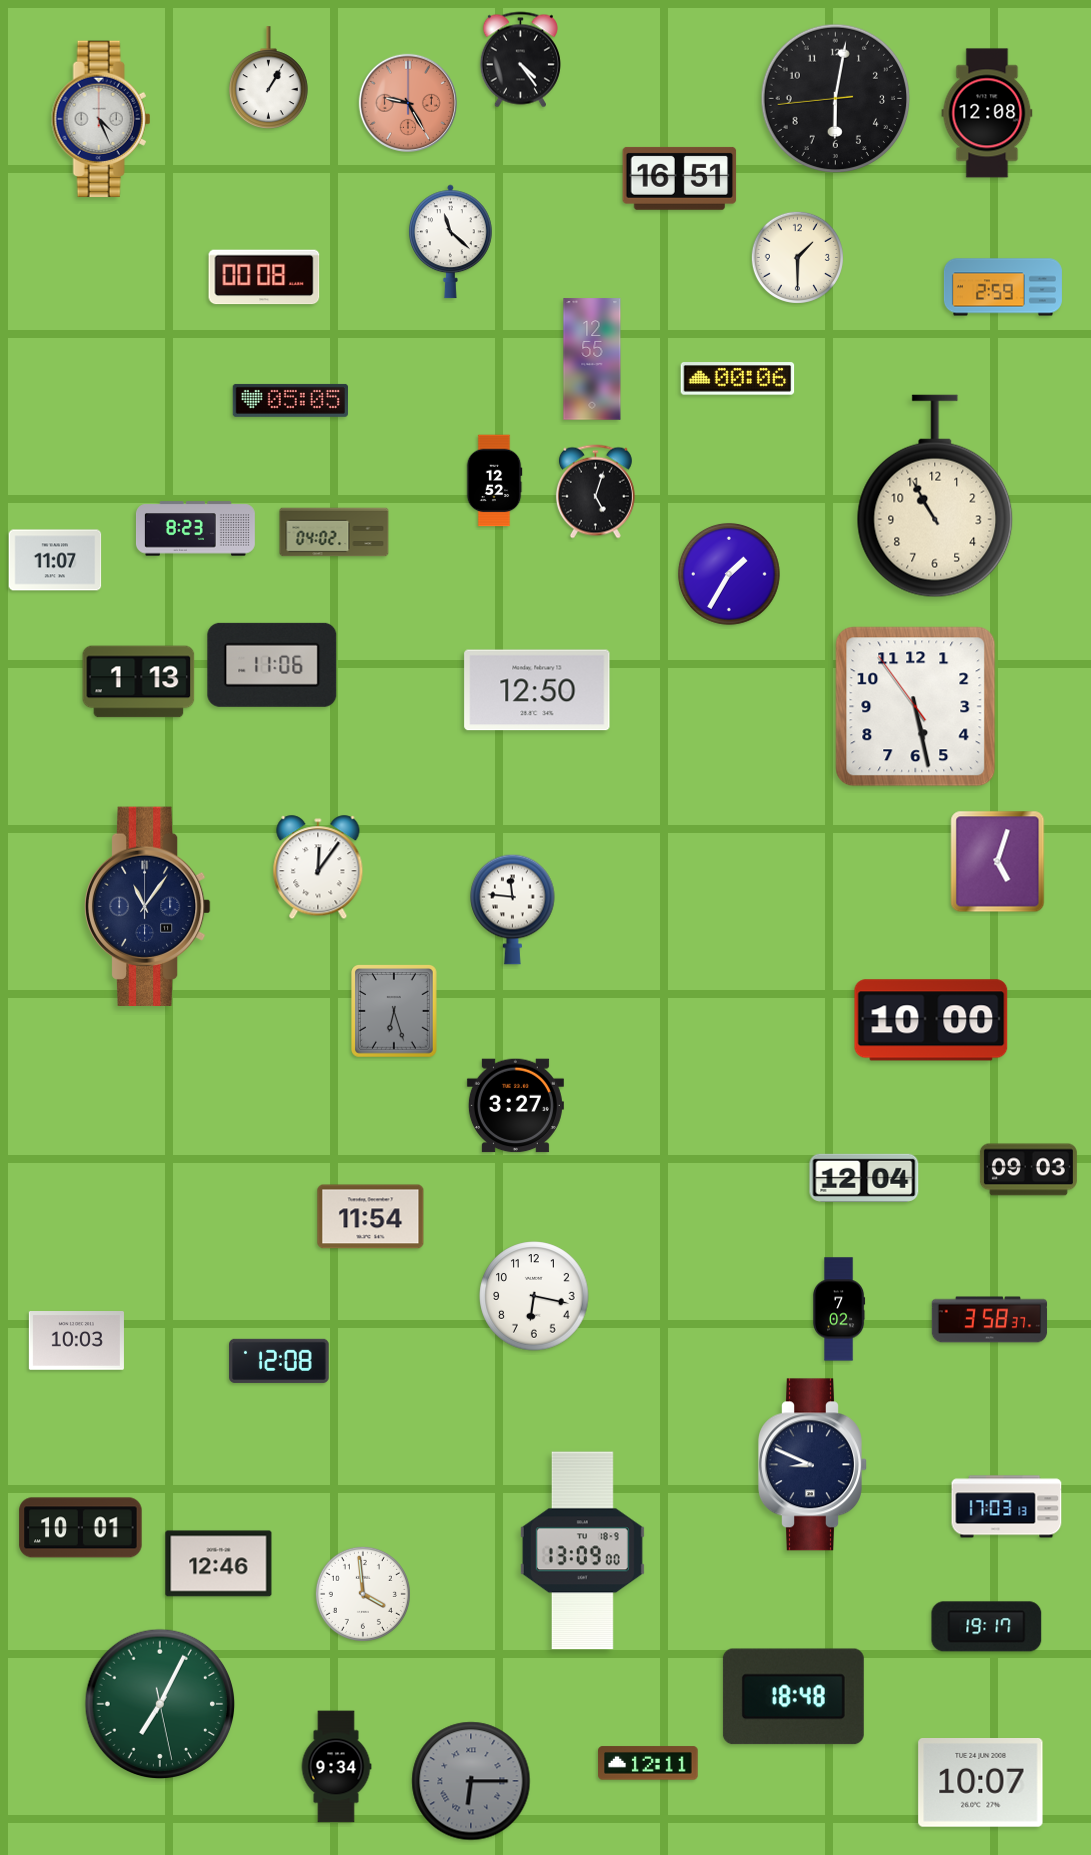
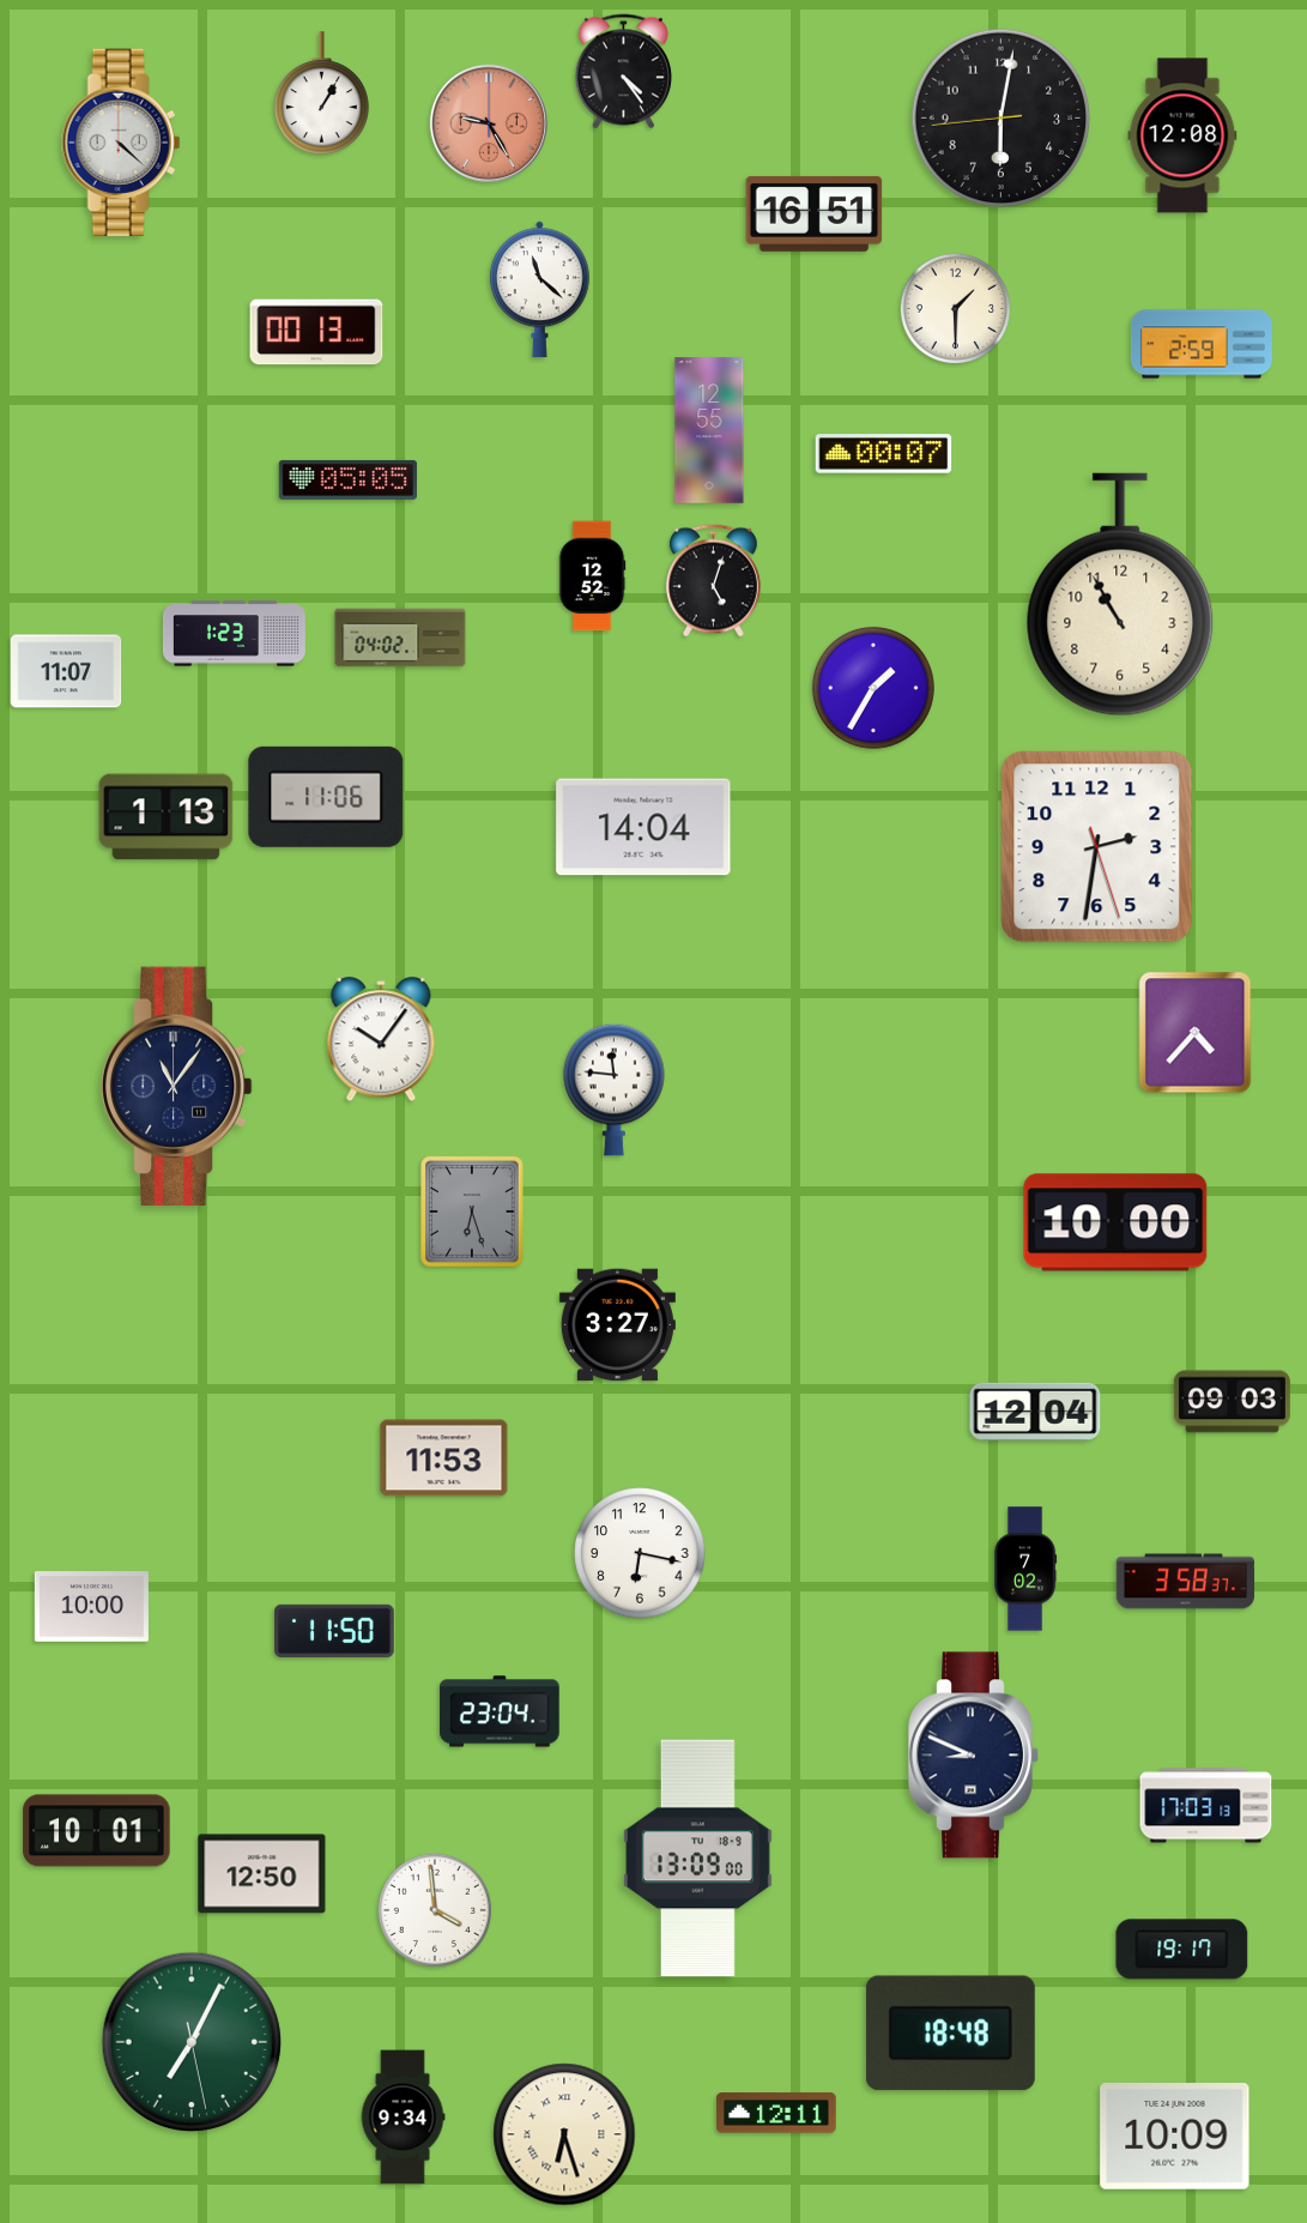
clock at (101, 119): 4:26 -> 4:22
clock at (264, 277): 00:08 -> 00:13
clock at (738, 379): 00:06 -> 00:07
clock at (595, 492) position: (595, 492) -> (713, 581)
clock at (195, 529): 8:23 -> 1:23
clock at (537, 690): 12:50 -> 14:04
clock at (916, 707): 5:27 -> 2:31
clock at (998, 862): 5:03 -> 4:37
clock at (318, 868): 12:06 -> 10:06
clock at (371, 1217): 11:54 -> 11:53
clock at (839, 1309) position: (839, 1309) -> (1025, 1569)
clock at (76, 1341): 10:03 -> 10:00
clock at (279, 1361): 12:08 -> 11:50
clock at (500, 1711): none -> 23:04
clock at (219, 1564): 12:46 -> 12:50
clock at (471, 1781): 6:15 -> 6:27
clock at (471, 1781) dial: grey -> cream
clock at (981, 1783): 10:07 -> 10:09
